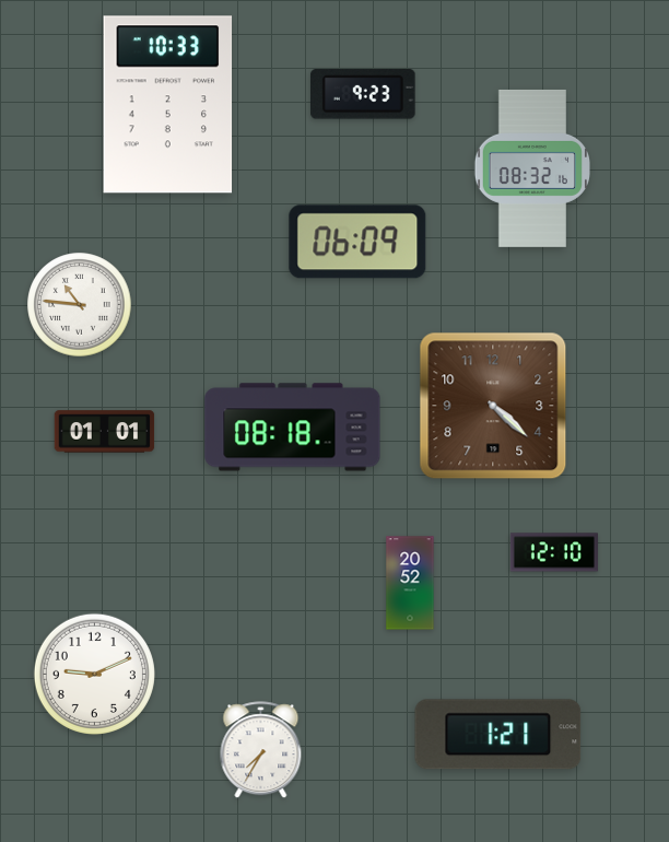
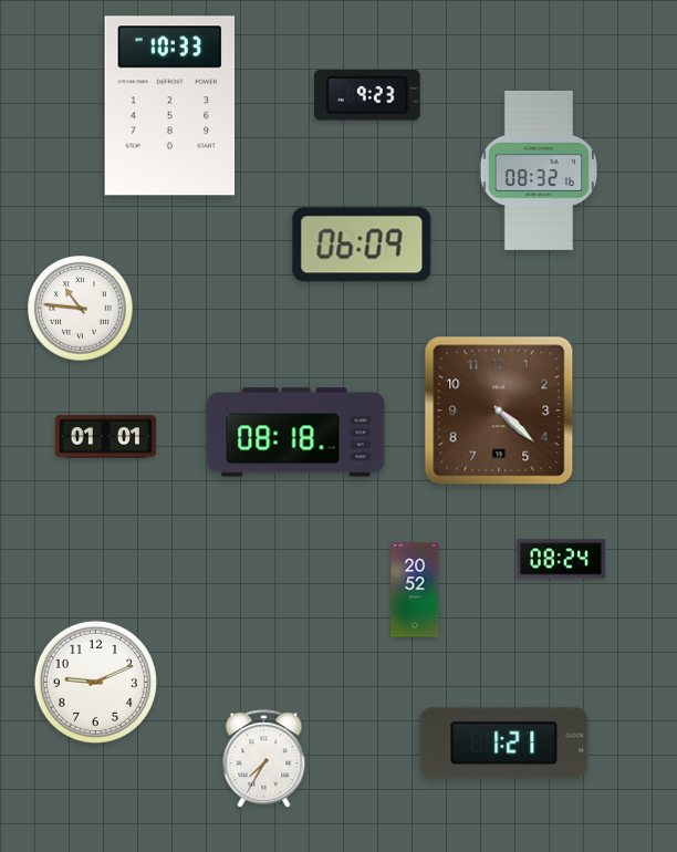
clock at (554, 552): 12:10 -> 08:24
